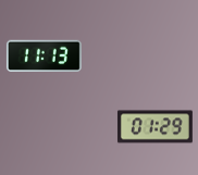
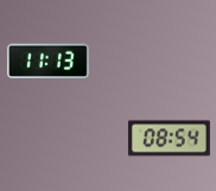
clock at (154, 127): 01:29 -> 08:54
